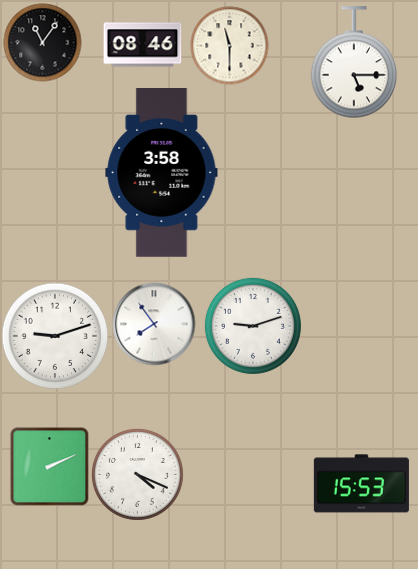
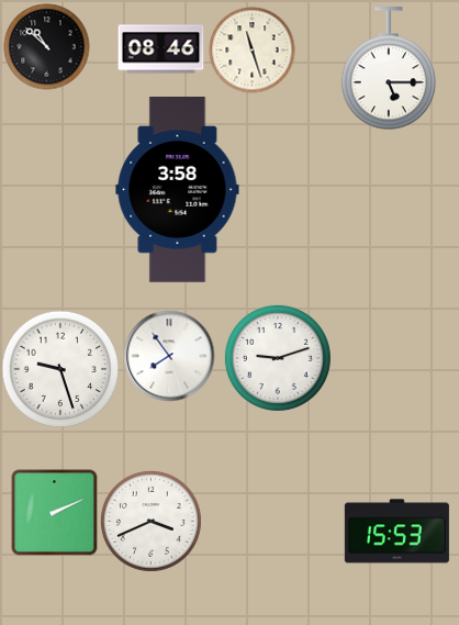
clock at (42, 42): 11:06 -> 10:52
clock at (142, 45) position: (142, 45) -> (160, 49)
clock at (229, 45): 11:30 -> 11:27
clock at (55, 336): 9:12 -> 9:27
clock at (137, 474): 4:19 -> 3:41
